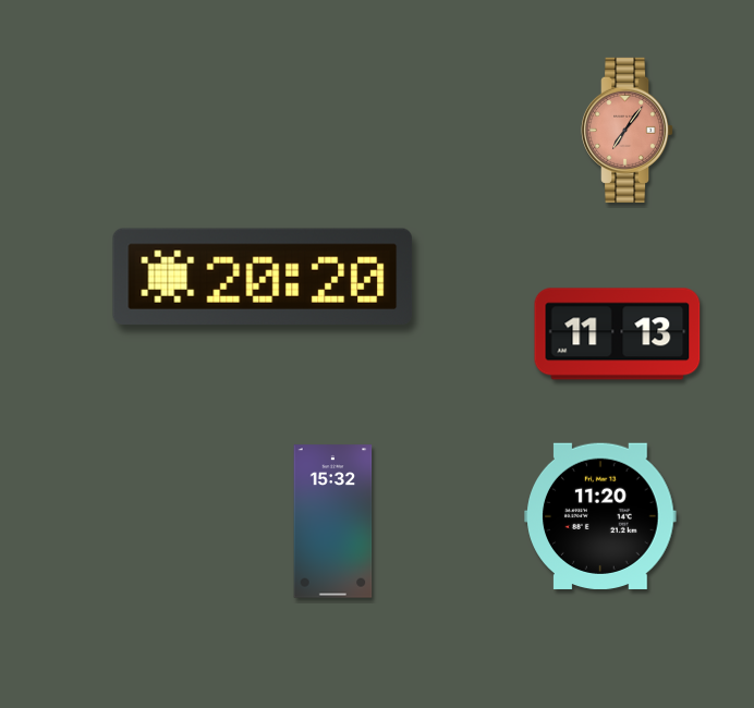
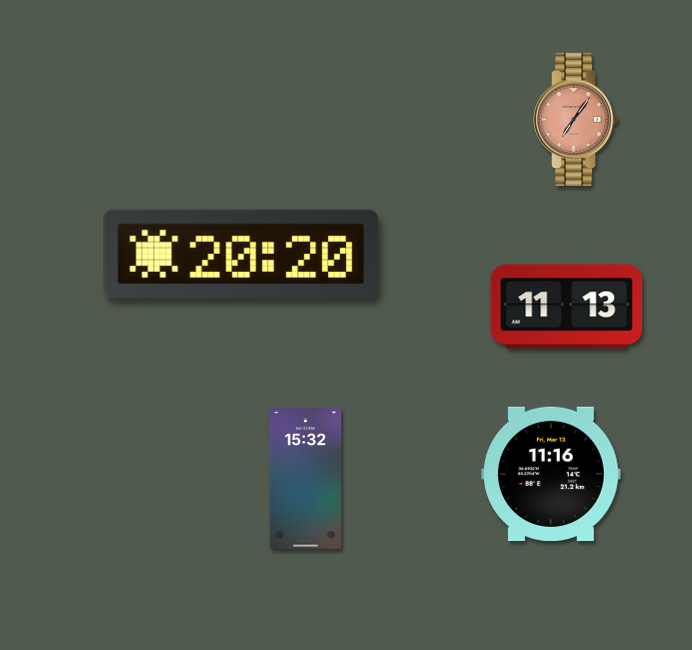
clock at (600, 516): 11:20 -> 11:16
